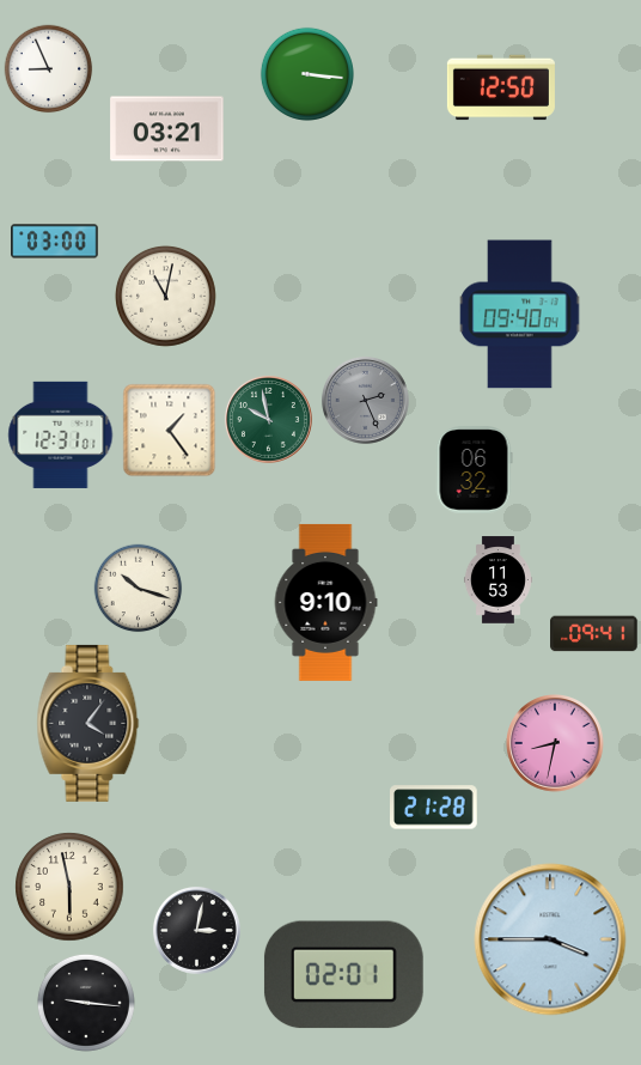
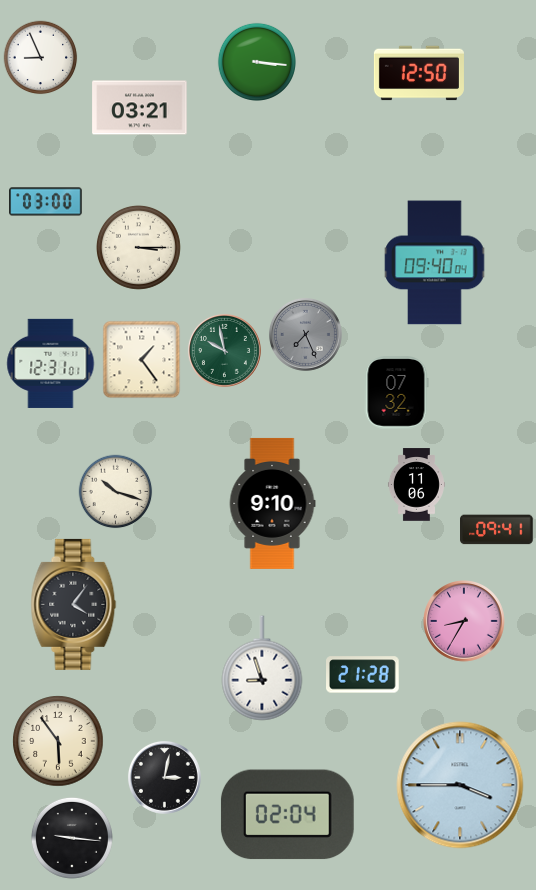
clock at (165, 296): 11:02 -> 3:15
clock at (365, 400): 2:26 -> 7:26
clock at (474, 470): 06:32 -> 07:32
clock at (497, 580): 11:53 -> 11:06
clock at (556, 744): 8:32 -> 8:35
clock at (262, 668): none -> 8:57
clock at (69, 887): 5:58 -> 5:54
clock at (343, 975): 02:01 -> 02:04
